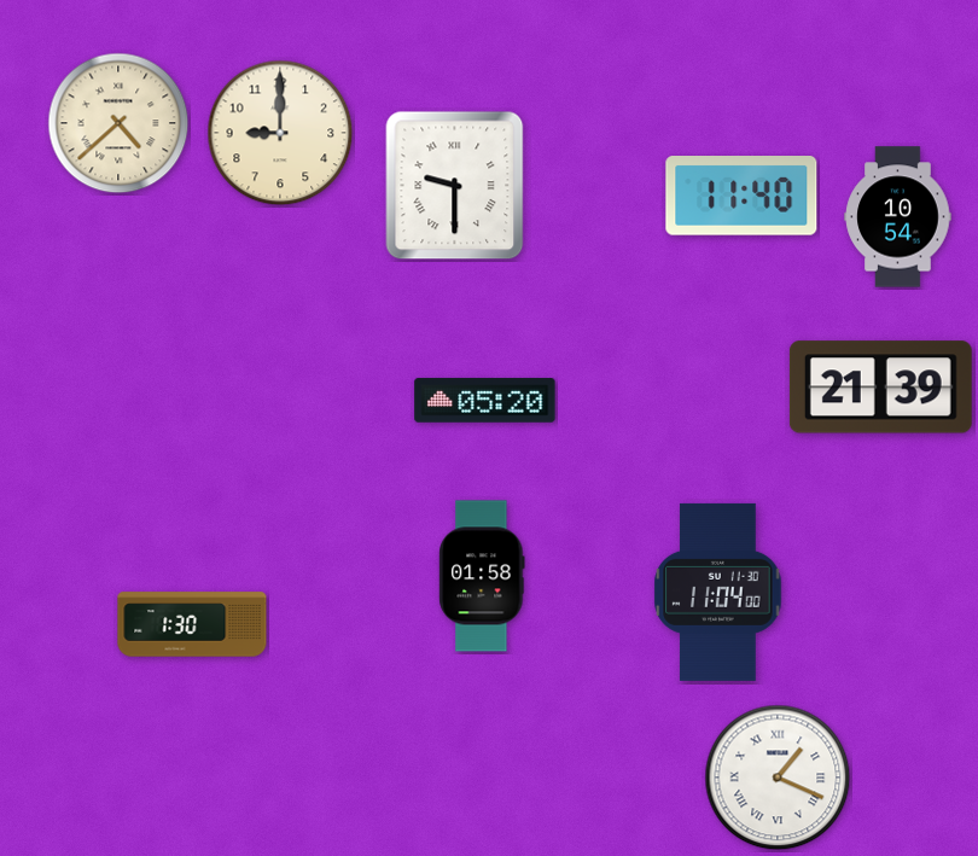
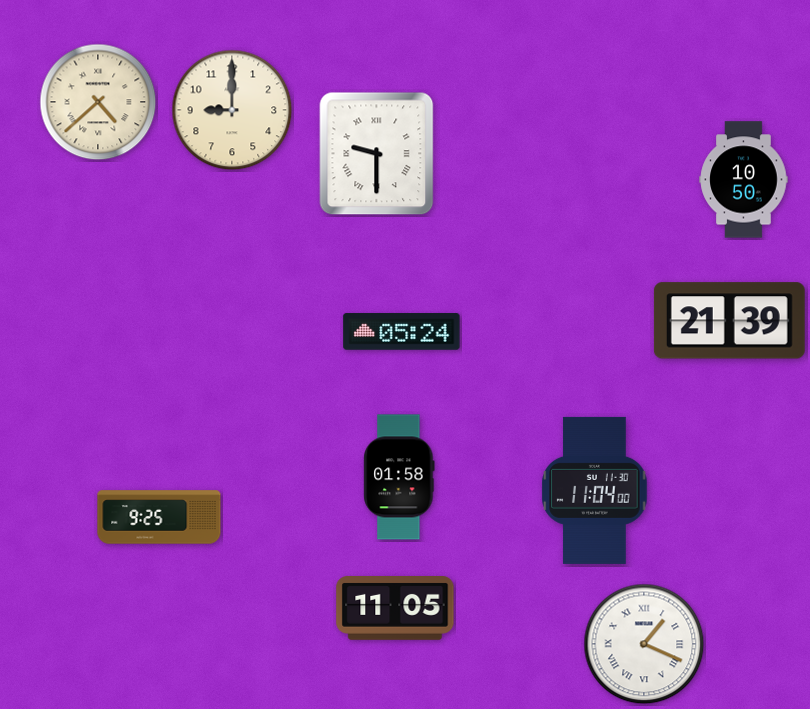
clock at (741, 197): 11:40 -> none
clock at (898, 217): 10:54 -> 10:50
clock at (485, 401): 05:20 -> 05:24
clock at (192, 624): 1:30 -> 9:25
clock at (395, 609): none -> 11:05
